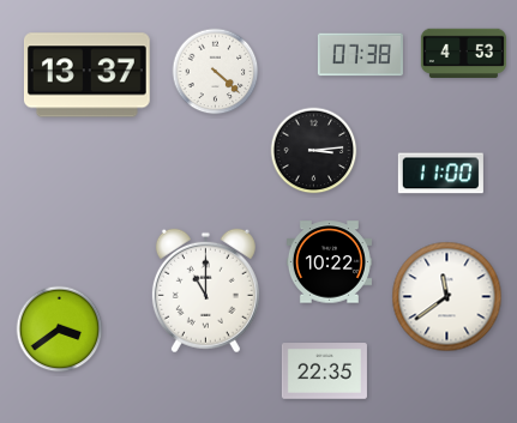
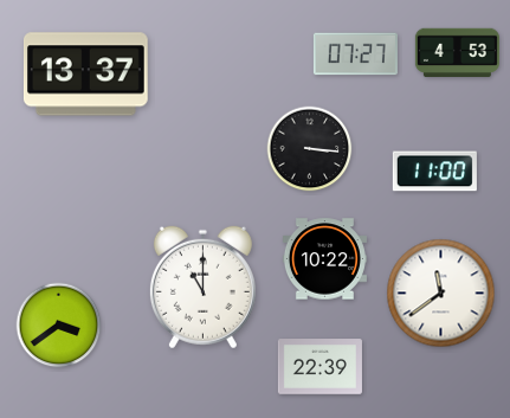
clock at (360, 55): 07:38 -> 07:27
clock at (216, 72): 4:22 -> none
clock at (314, 151): 3:14 -> 3:16
clock at (324, 371): 22:35 -> 22:39
